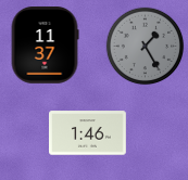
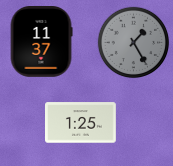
clock at (88, 133): 1:46 -> 1:25
